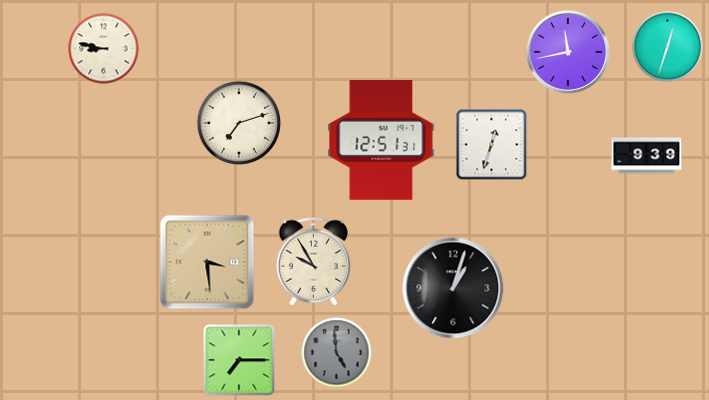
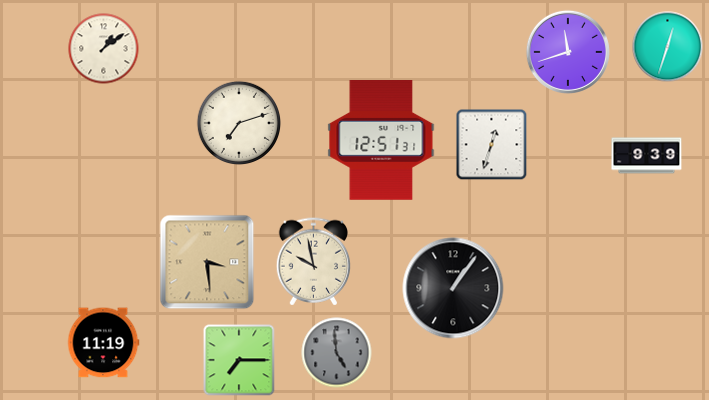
clock at (104, 49): 8:47 -> 1:09
clock at (568, 52): 11:43 -> 11:42
clock at (313, 262): 9:55 -> 9:58
clock at (453, 288): 1:03 -> 1:06
clock at (103, 343): none -> 11:19
